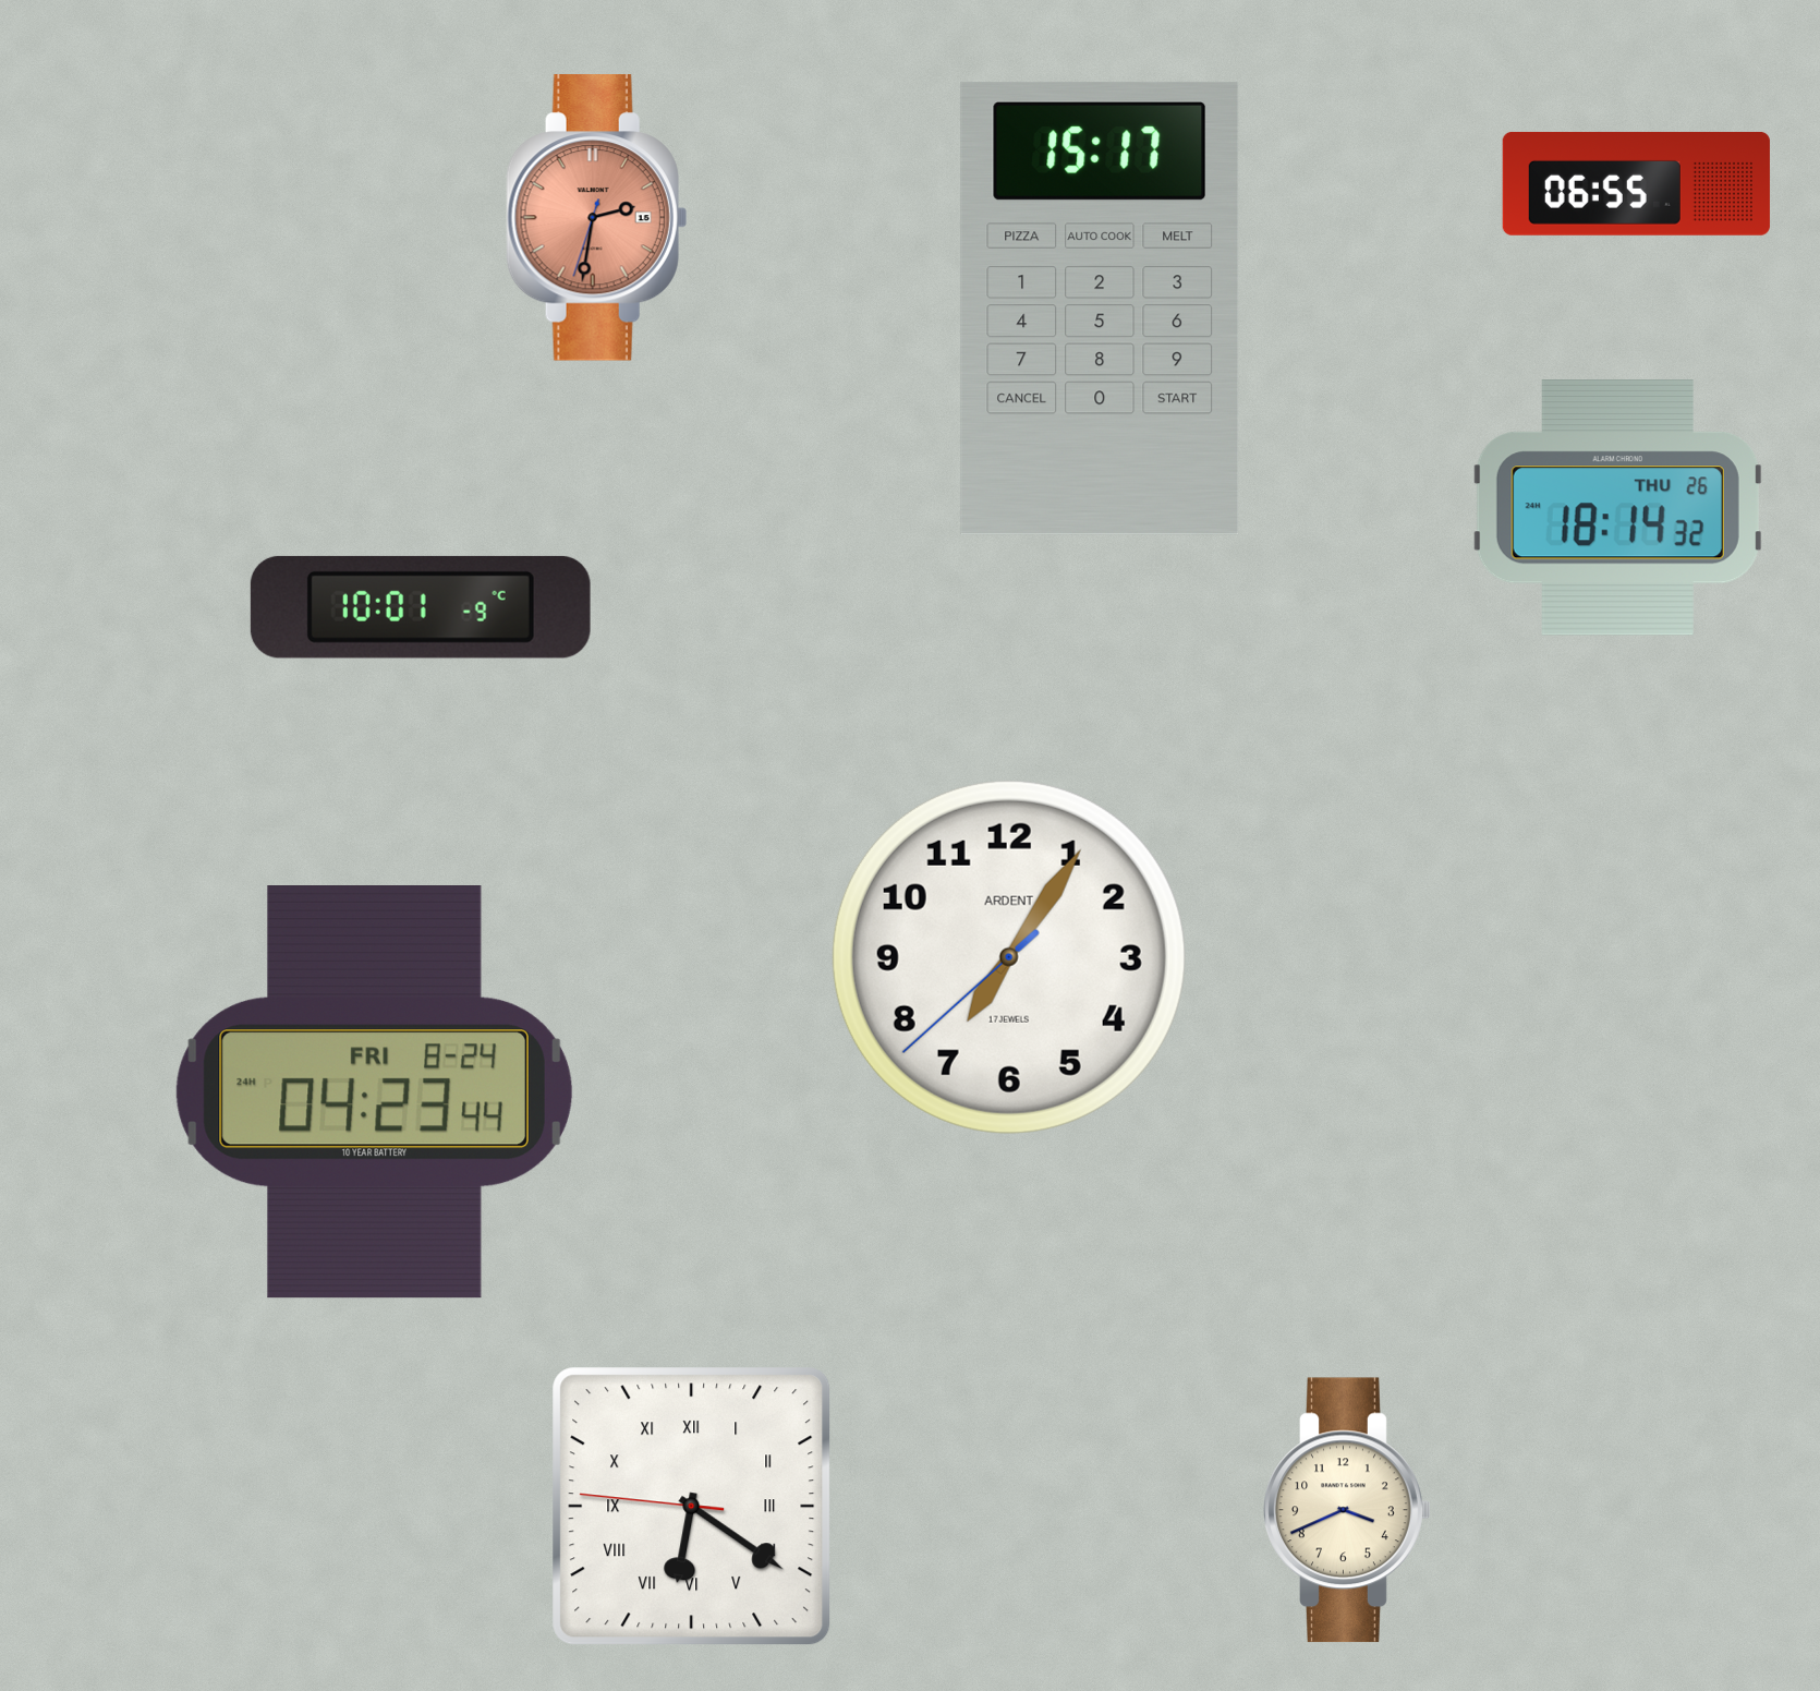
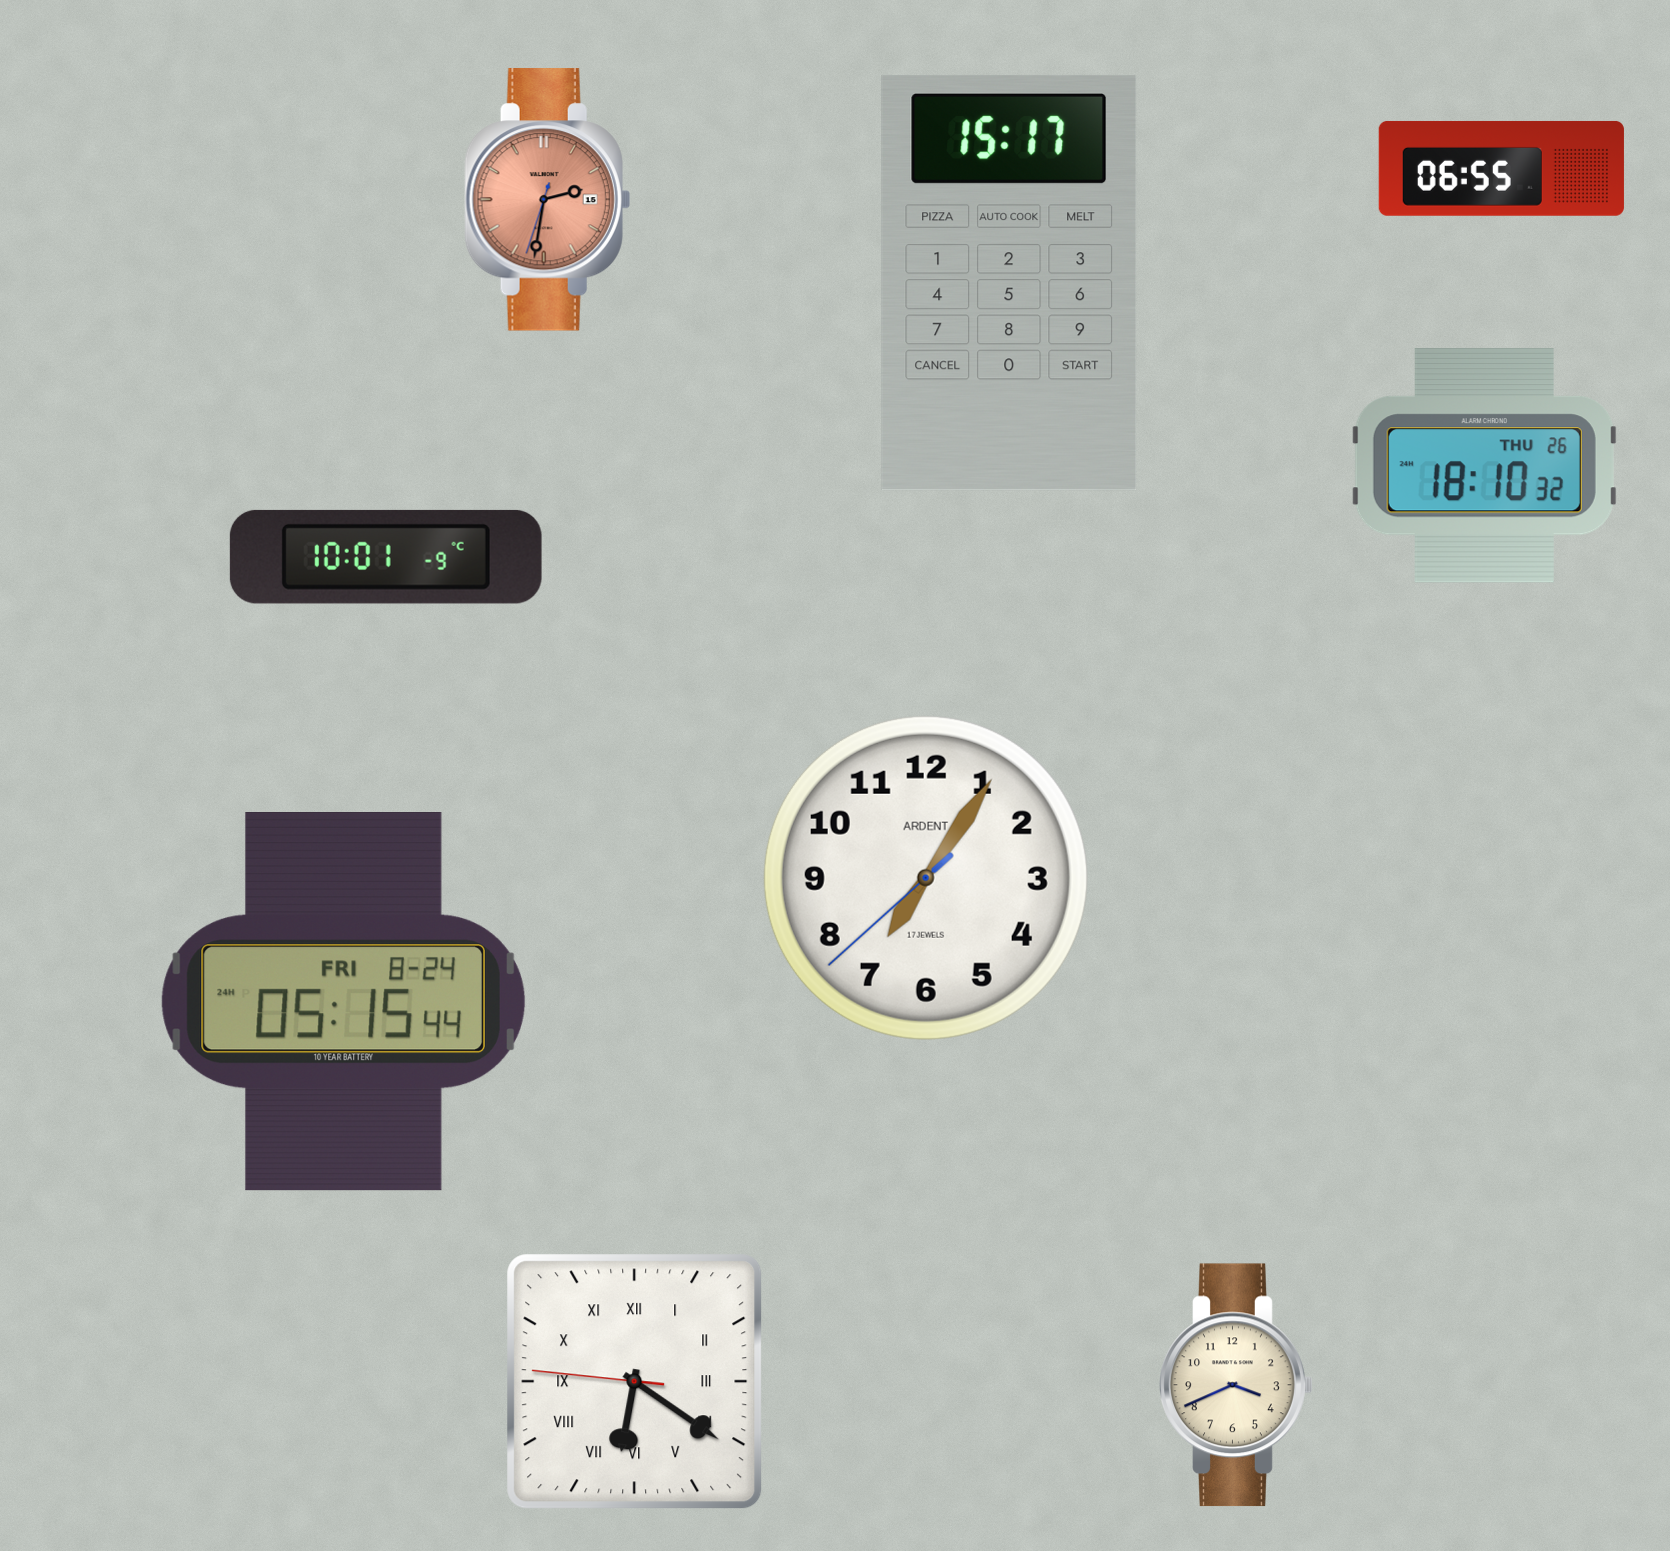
clock at (1617, 508): 18:14 -> 18:10
clock at (374, 1092): 04:23 -> 05:15
